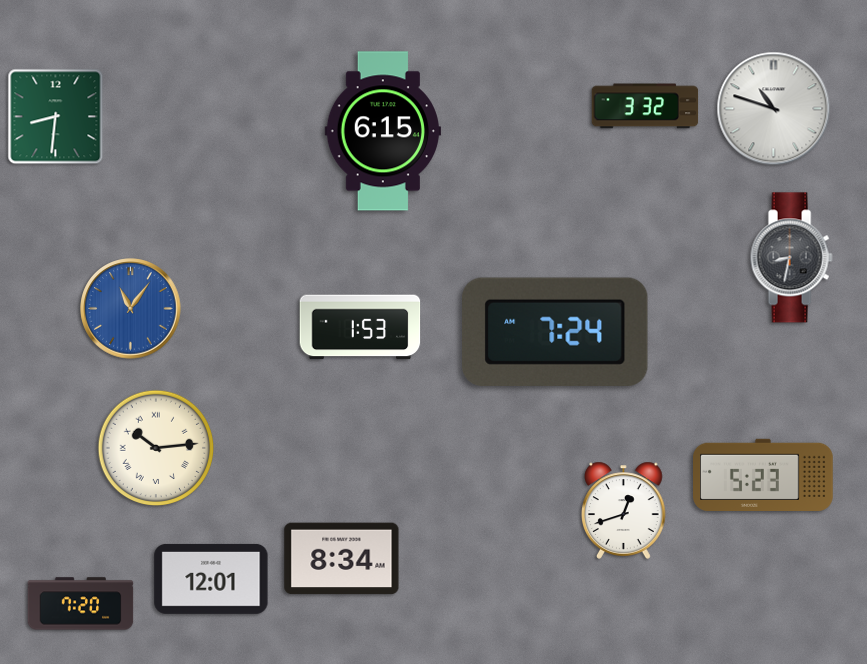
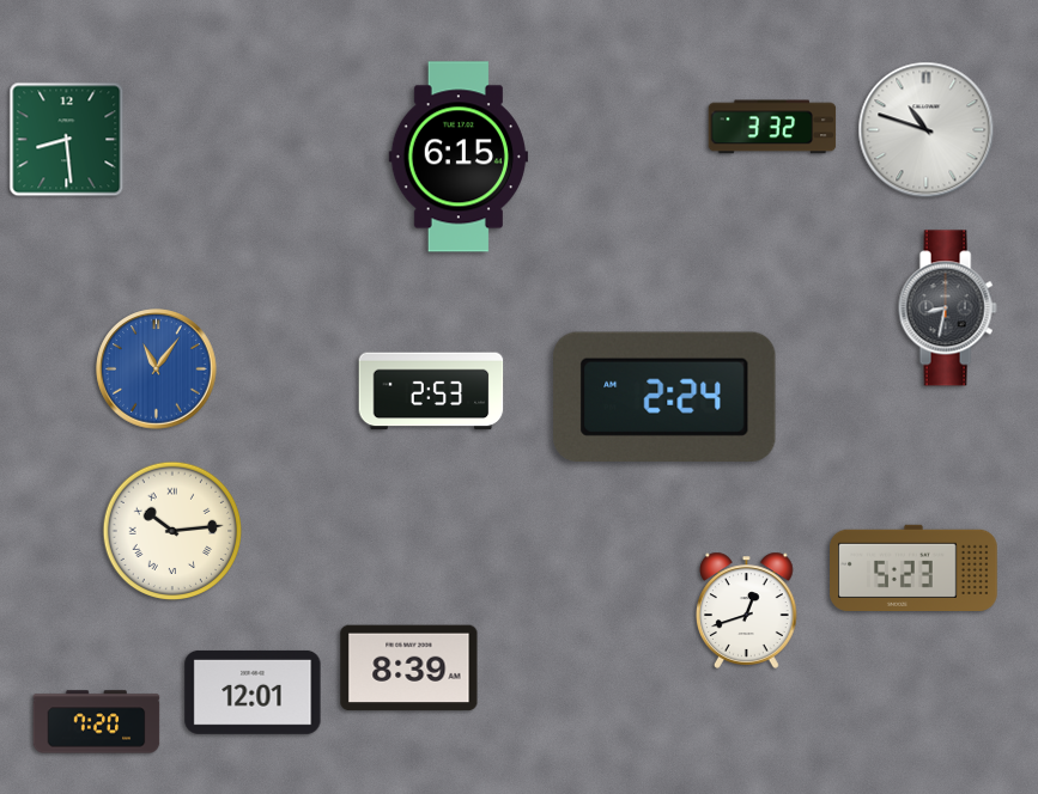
clock at (56, 117): 8:31 -> 8:29
clock at (360, 327): 1:53 -> 2:53
clock at (555, 332): 7:24 -> 2:24
clock at (156, 448) position: (156, 448) -> (172, 531)
clock at (342, 559): 8:34 -> 8:39
